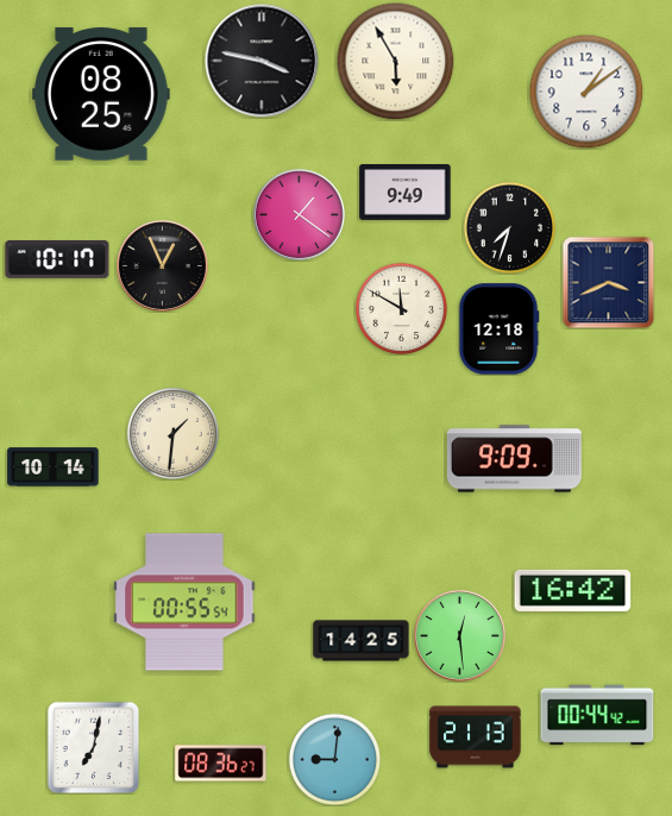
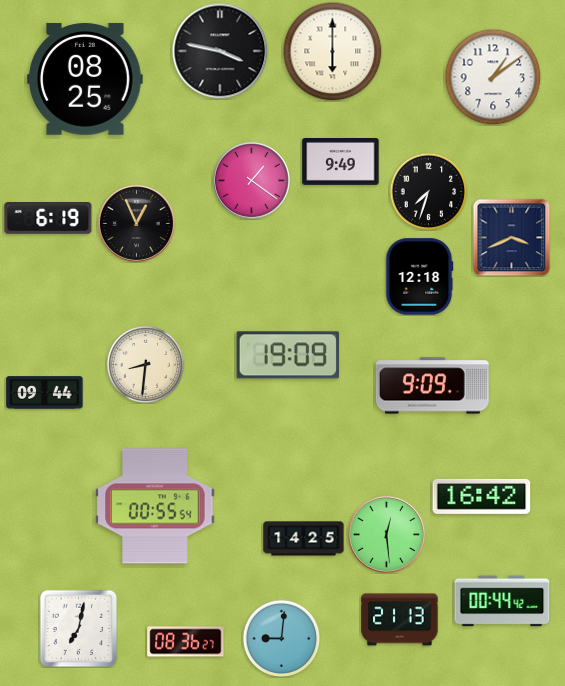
clock at (396, 62): 5:55 -> 6:00
clock at (57, 259): 10:17 -> 6:19
clock at (401, 308): 11:50 -> none
clock at (287, 355): none -> 19:09
clock at (172, 433): 1:31 -> 8:31
clock at (54, 467): 10:14 -> 09:44
